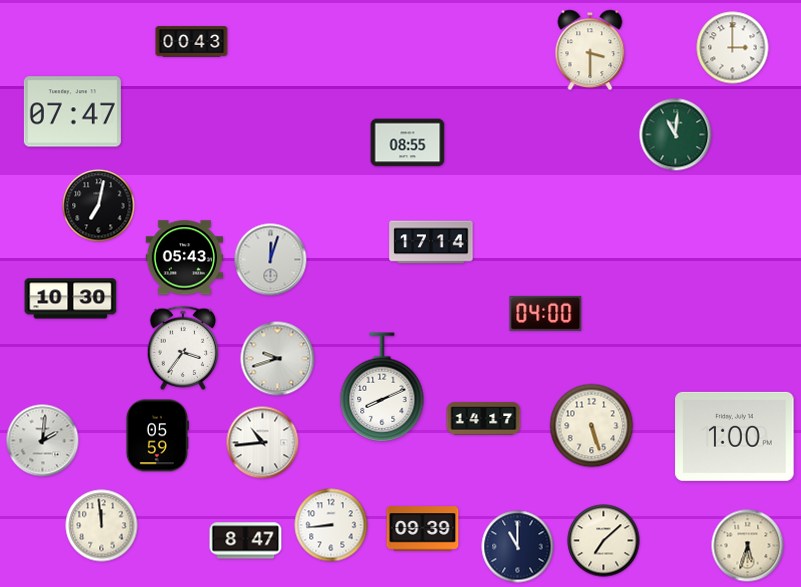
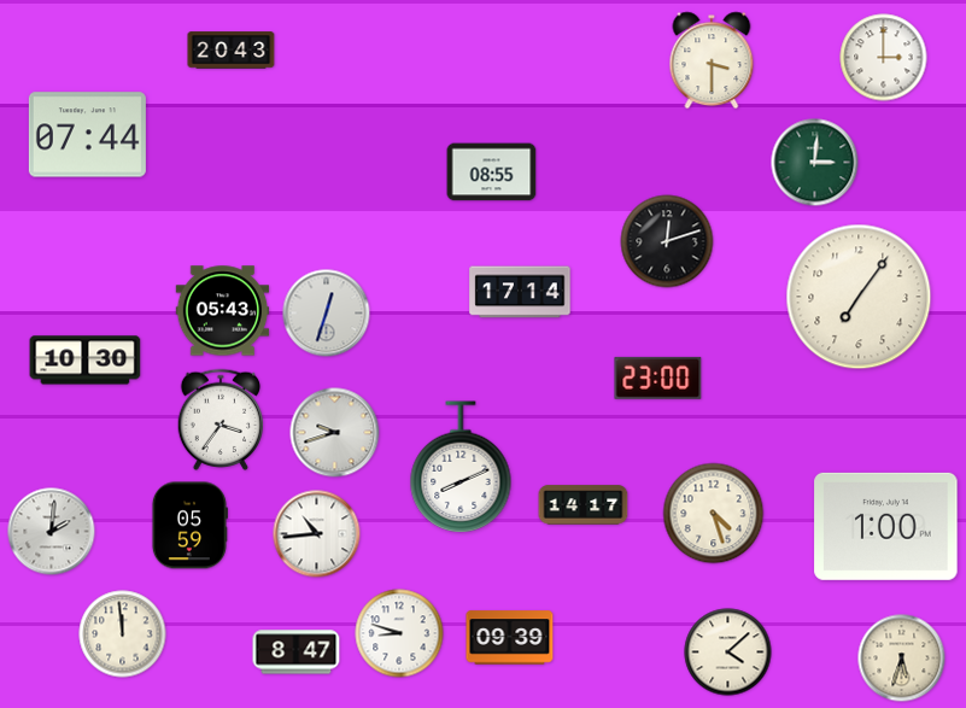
clock at (192, 42): 00:43 -> 20:43
clock at (72, 112): 07:47 -> 07:44
clock at (676, 135): 11:01 -> 3:01
clock at (667, 241): none -> 12:12
clock at (99, 206): 7:02 -> none
clock at (859, 297): none -> 7:06
clock at (271, 260): 12:03 -> 12:33
clock at (546, 313): 04:00 -> 23:00
clock at (592, 426): 5:27 -> 4:27
clock at (331, 525): 8:44 -> 8:48
clock at (604, 541): 7:08 -> 4:08
clock at (518, 547): 11:00 -> none
